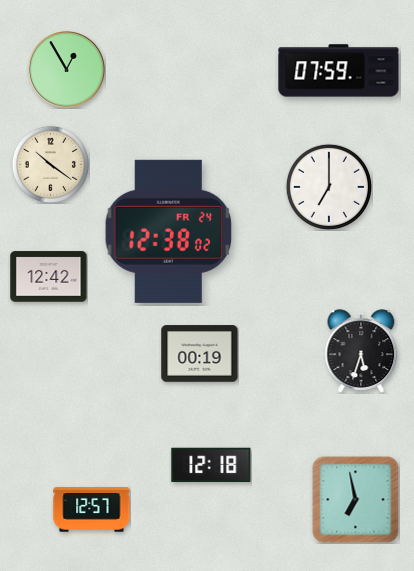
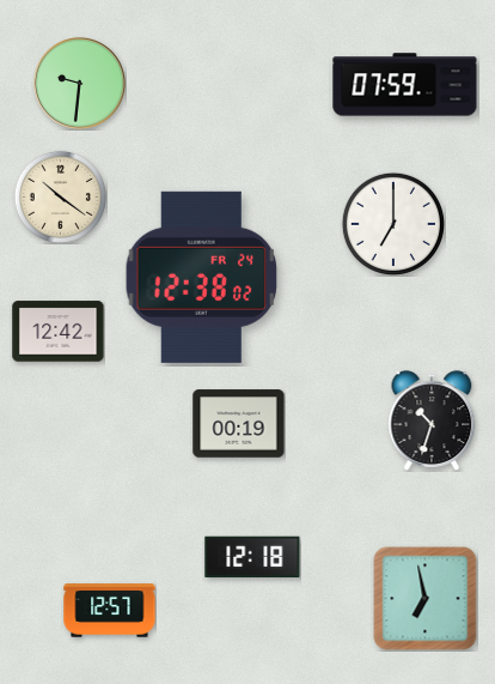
clock at (67, 70): 12:55 -> 9:31
clock at (361, 351): 5:33 -> 10:33
